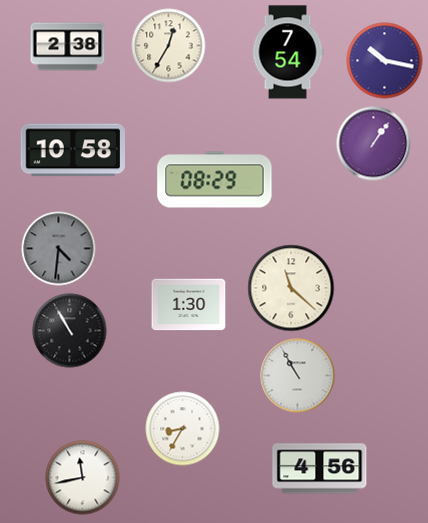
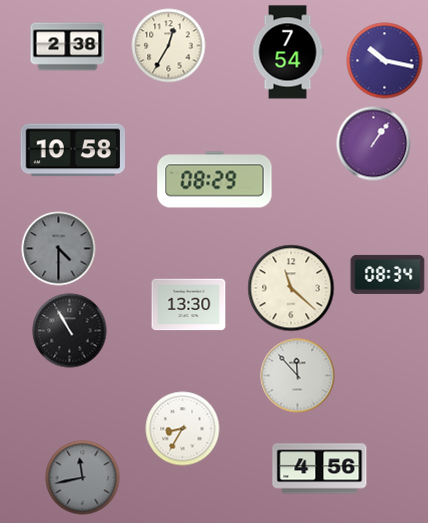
clock at (59, 249): 4:31 -> 4:30
clock at (388, 274): none -> 08:34
clock at (189, 305): 1:30 -> 13:30
clock at (298, 376): 10:55 -> 11:53
clock at (83, 478) dial: white -> grey
